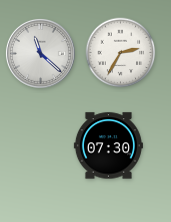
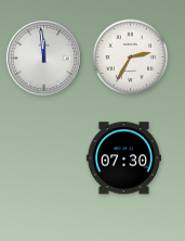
clock at (40, 53): 11:22 -> 11:59
clock at (108, 146) position: (108, 146) -> (123, 158)
